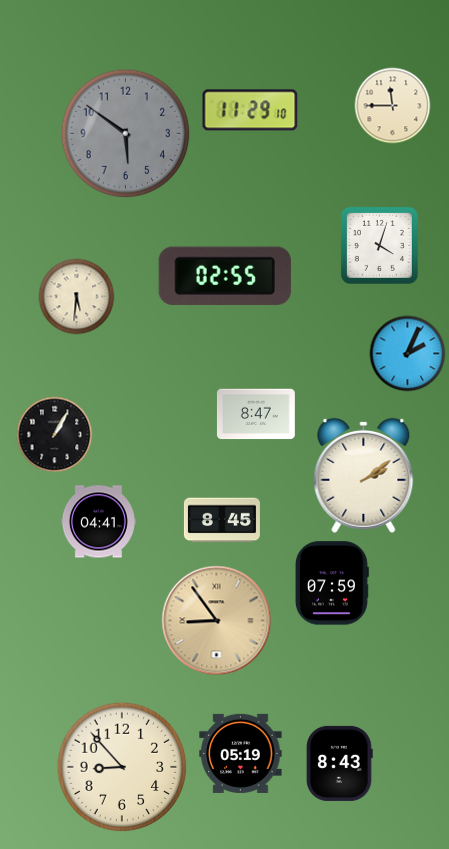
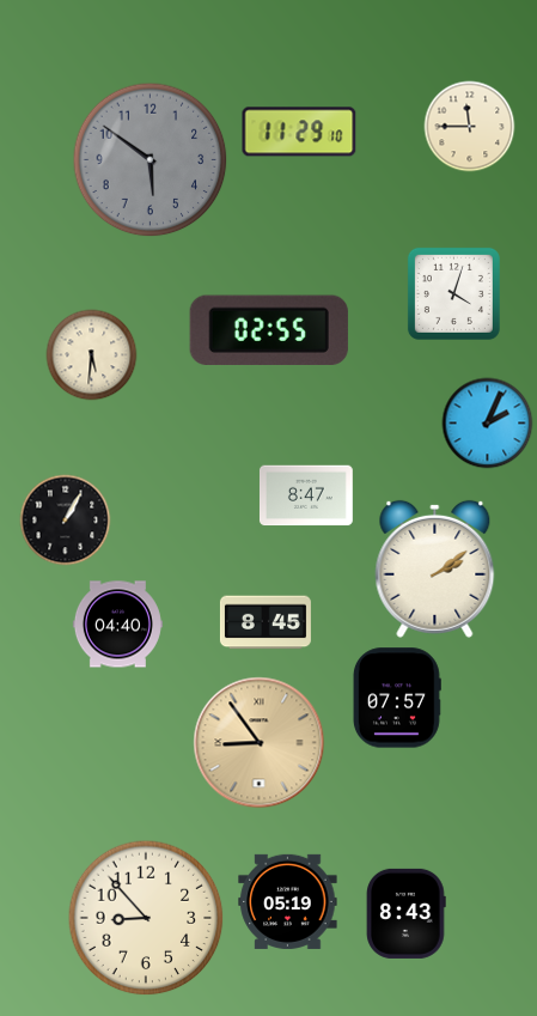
clock at (98, 522): 04:41 -> 04:40
clock at (332, 583): 07:59 -> 07:57
